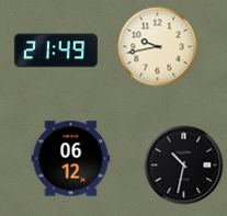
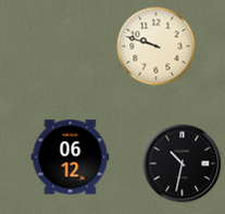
clock at (158, 47): 9:43 -> 9:48
clock at (56, 50): 21:49 -> none
